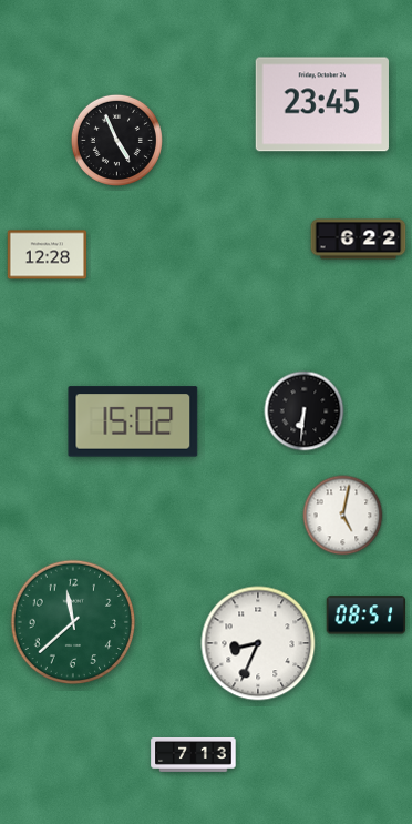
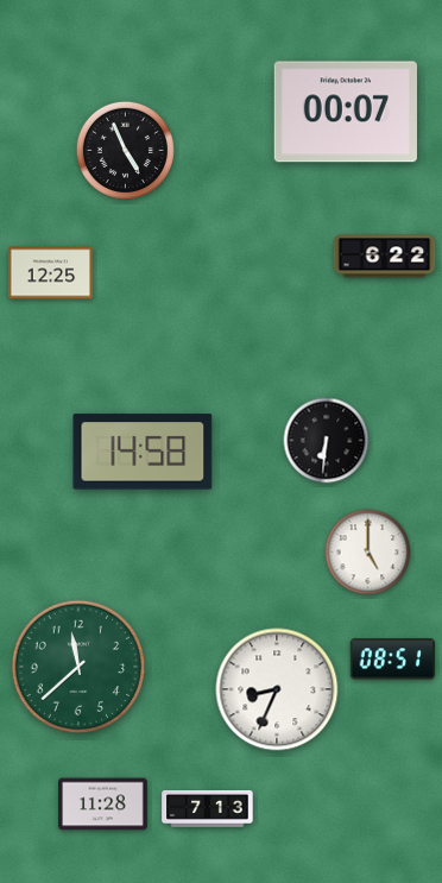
clock at (322, 104): 23:45 -> 00:07
clock at (48, 255): 12:28 -> 12:25
clock at (133, 421): 15:02 -> 14:58
clock at (343, 516): 5:02 -> 5:00
clock at (103, 805): none -> 11:28
